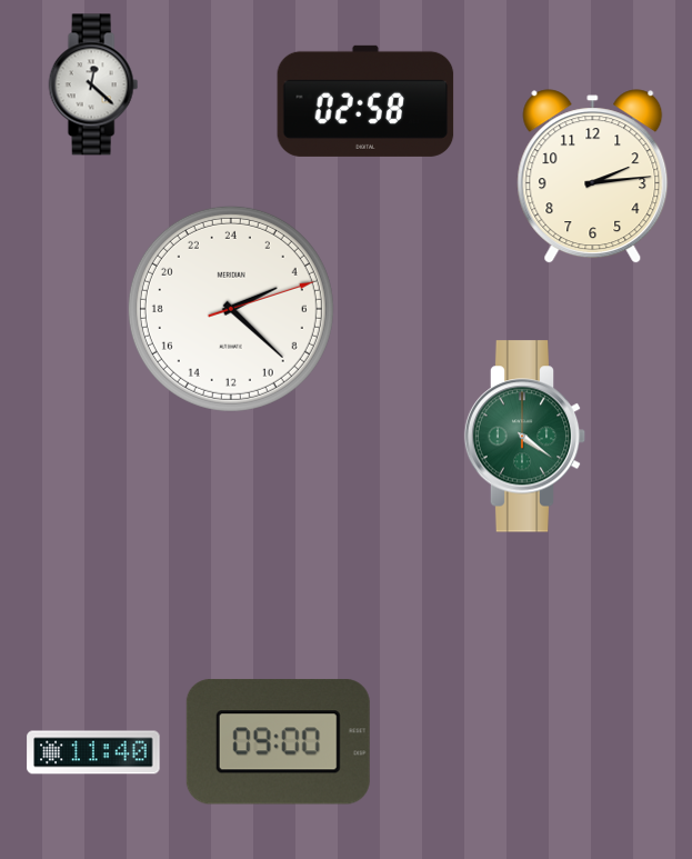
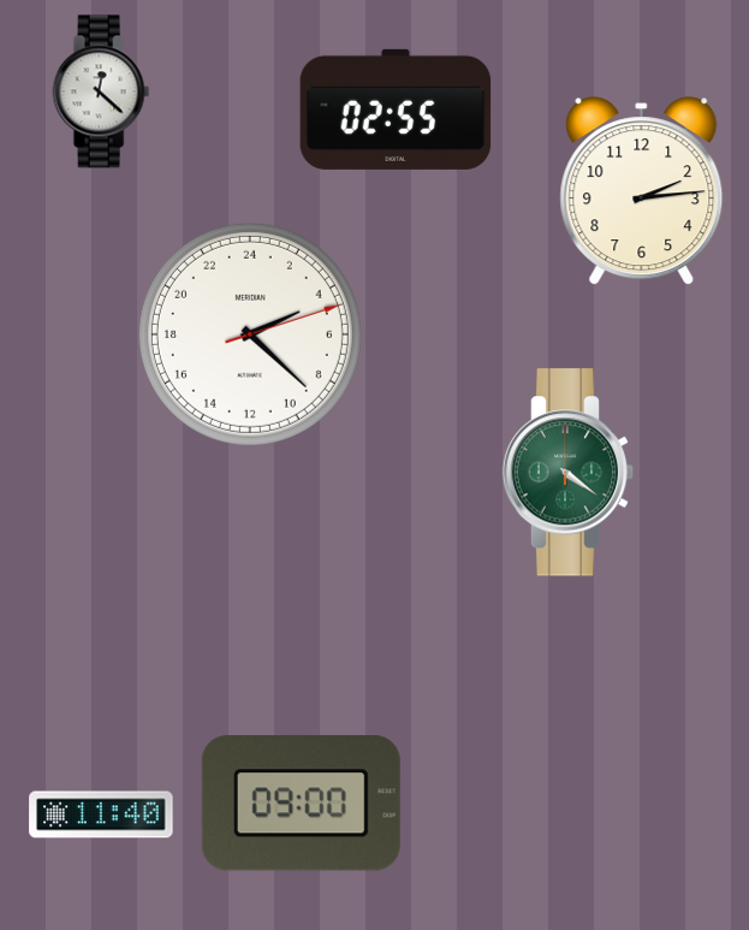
clock at (365, 101): 02:58 -> 02:55
